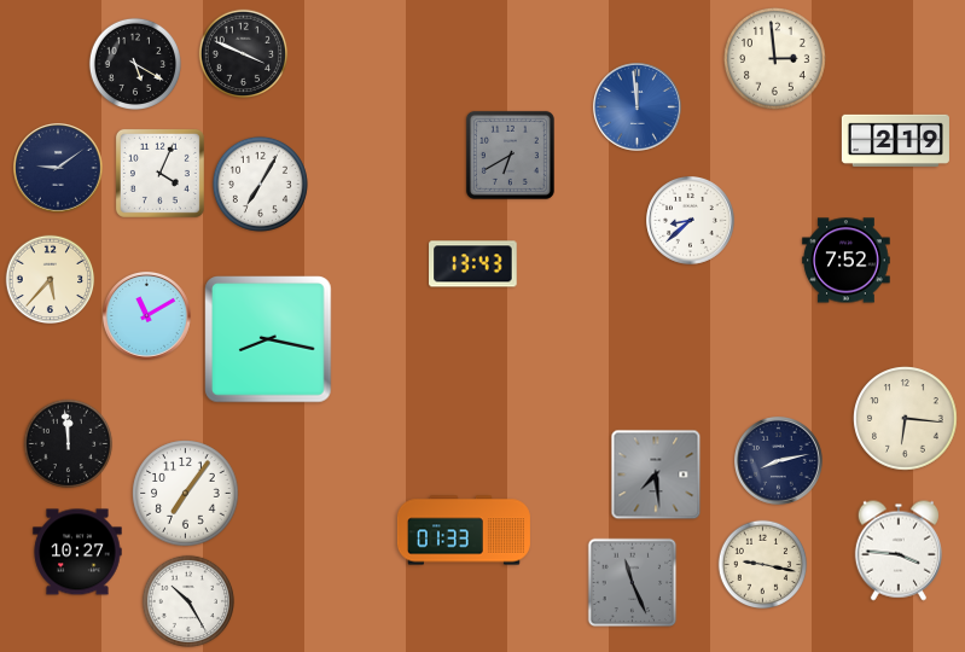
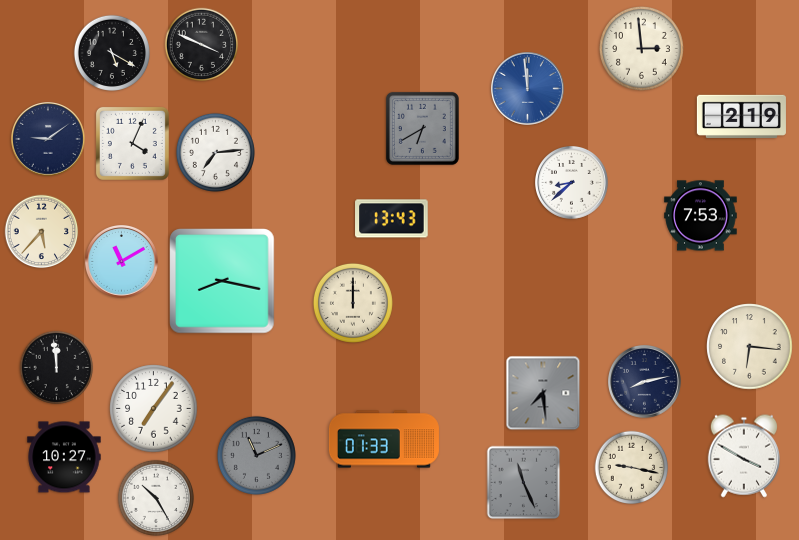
clock at (260, 184): 7:05 -> 7:14
clock at (847, 261): 7:52 -> 7:53
clock at (353, 303): none -> 12:00
clock at (256, 455): none -> 11:11
clock at (897, 551): 3:46 -> 3:50
